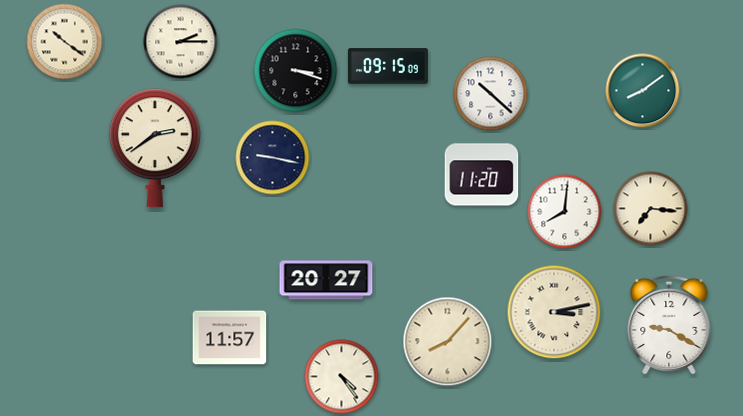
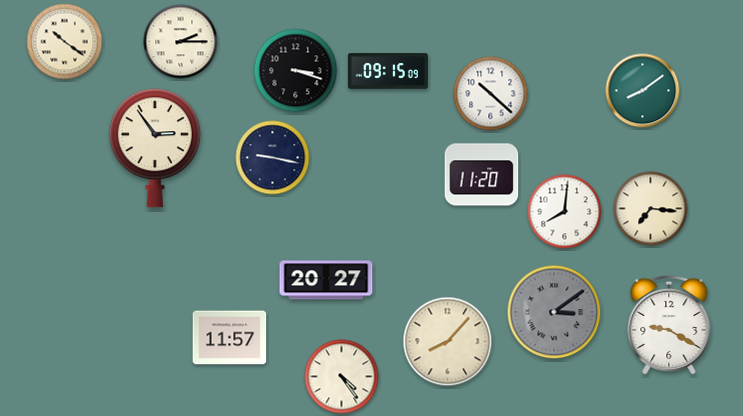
clock at (388, 66) position: (388, 66) -> (388, 71)
clock at (155, 148): 2:39 -> 2:54
clock at (554, 312): 3:13 -> 3:09
clock at (554, 312) dial: cream -> grey
